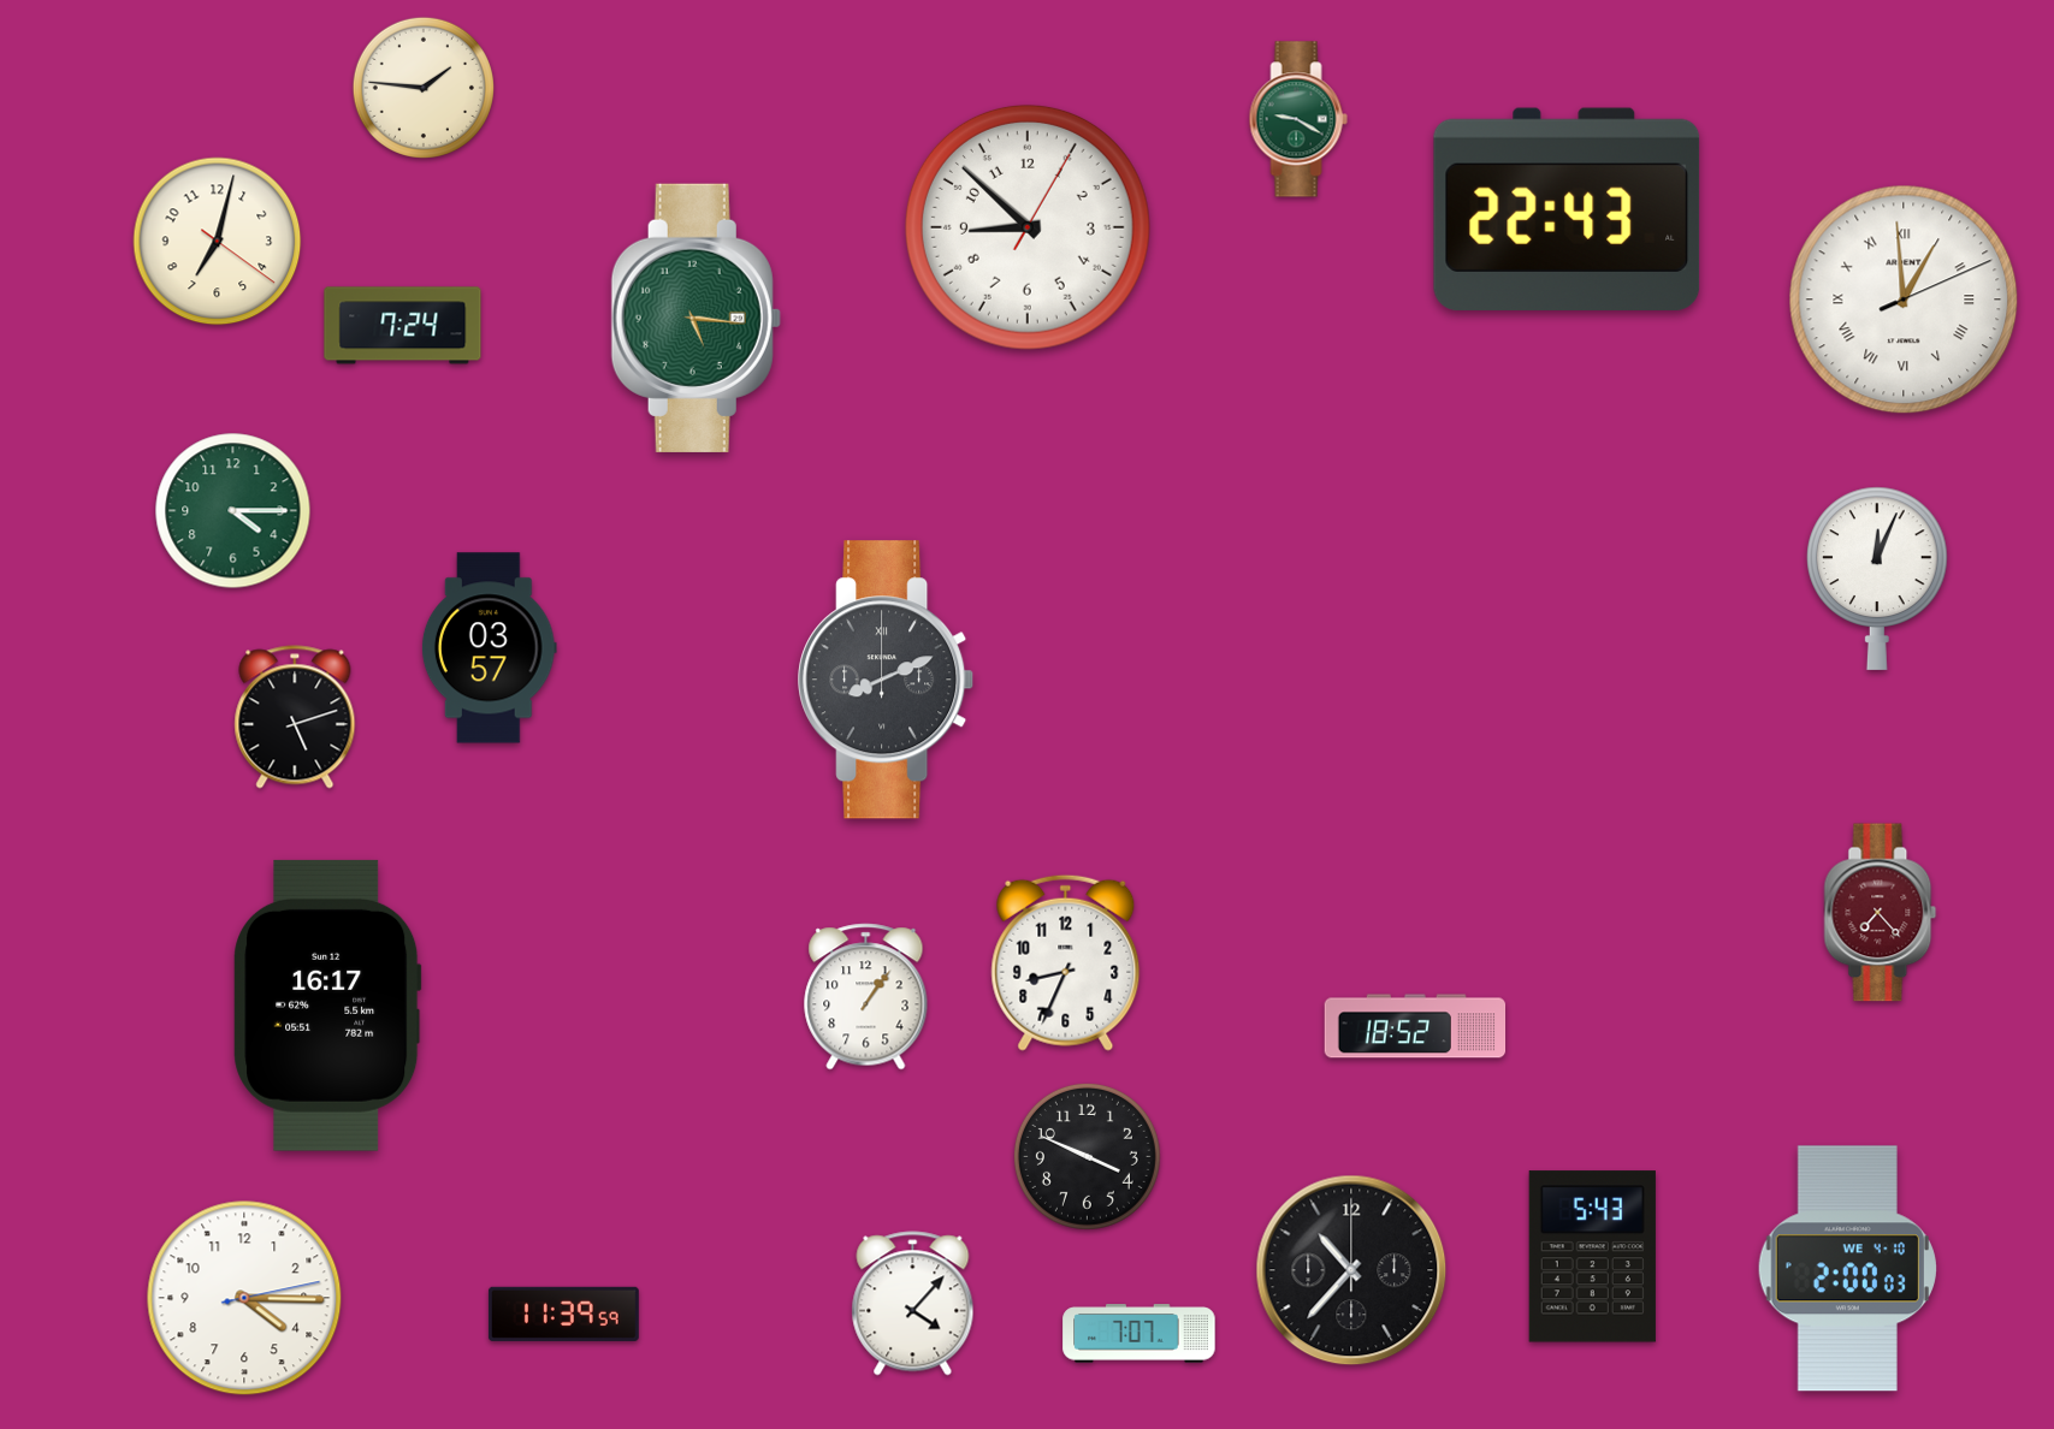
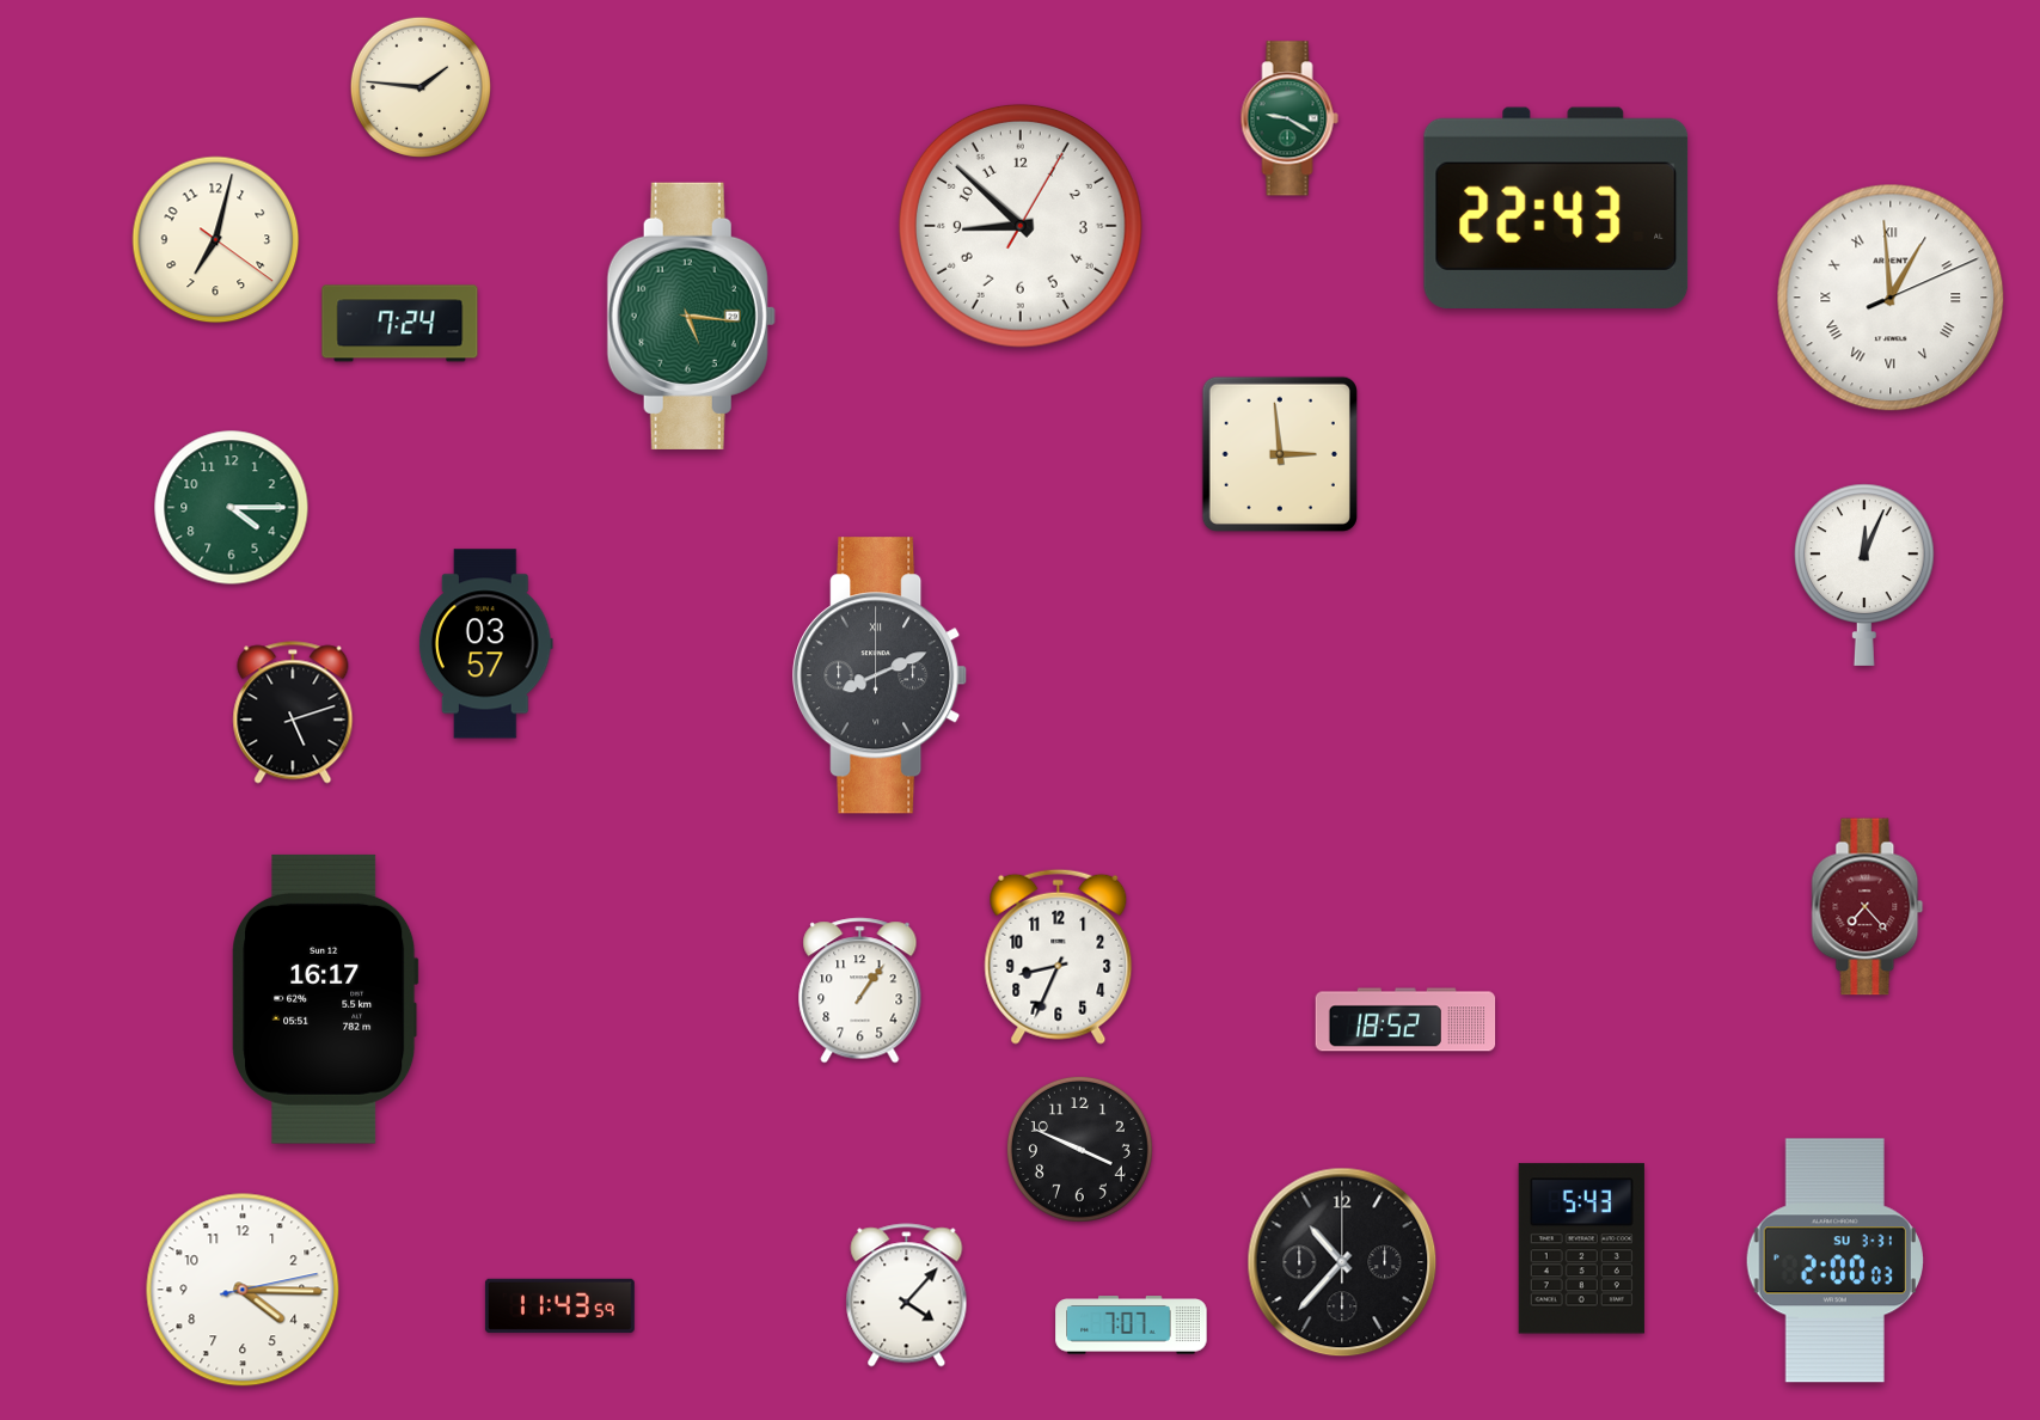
clock at (1280, 454): none -> 2:59
clock at (1847, 1269) date: WE 4-10 -> SU 3-31
clock at (563, 1314): 11:39 -> 11:43
